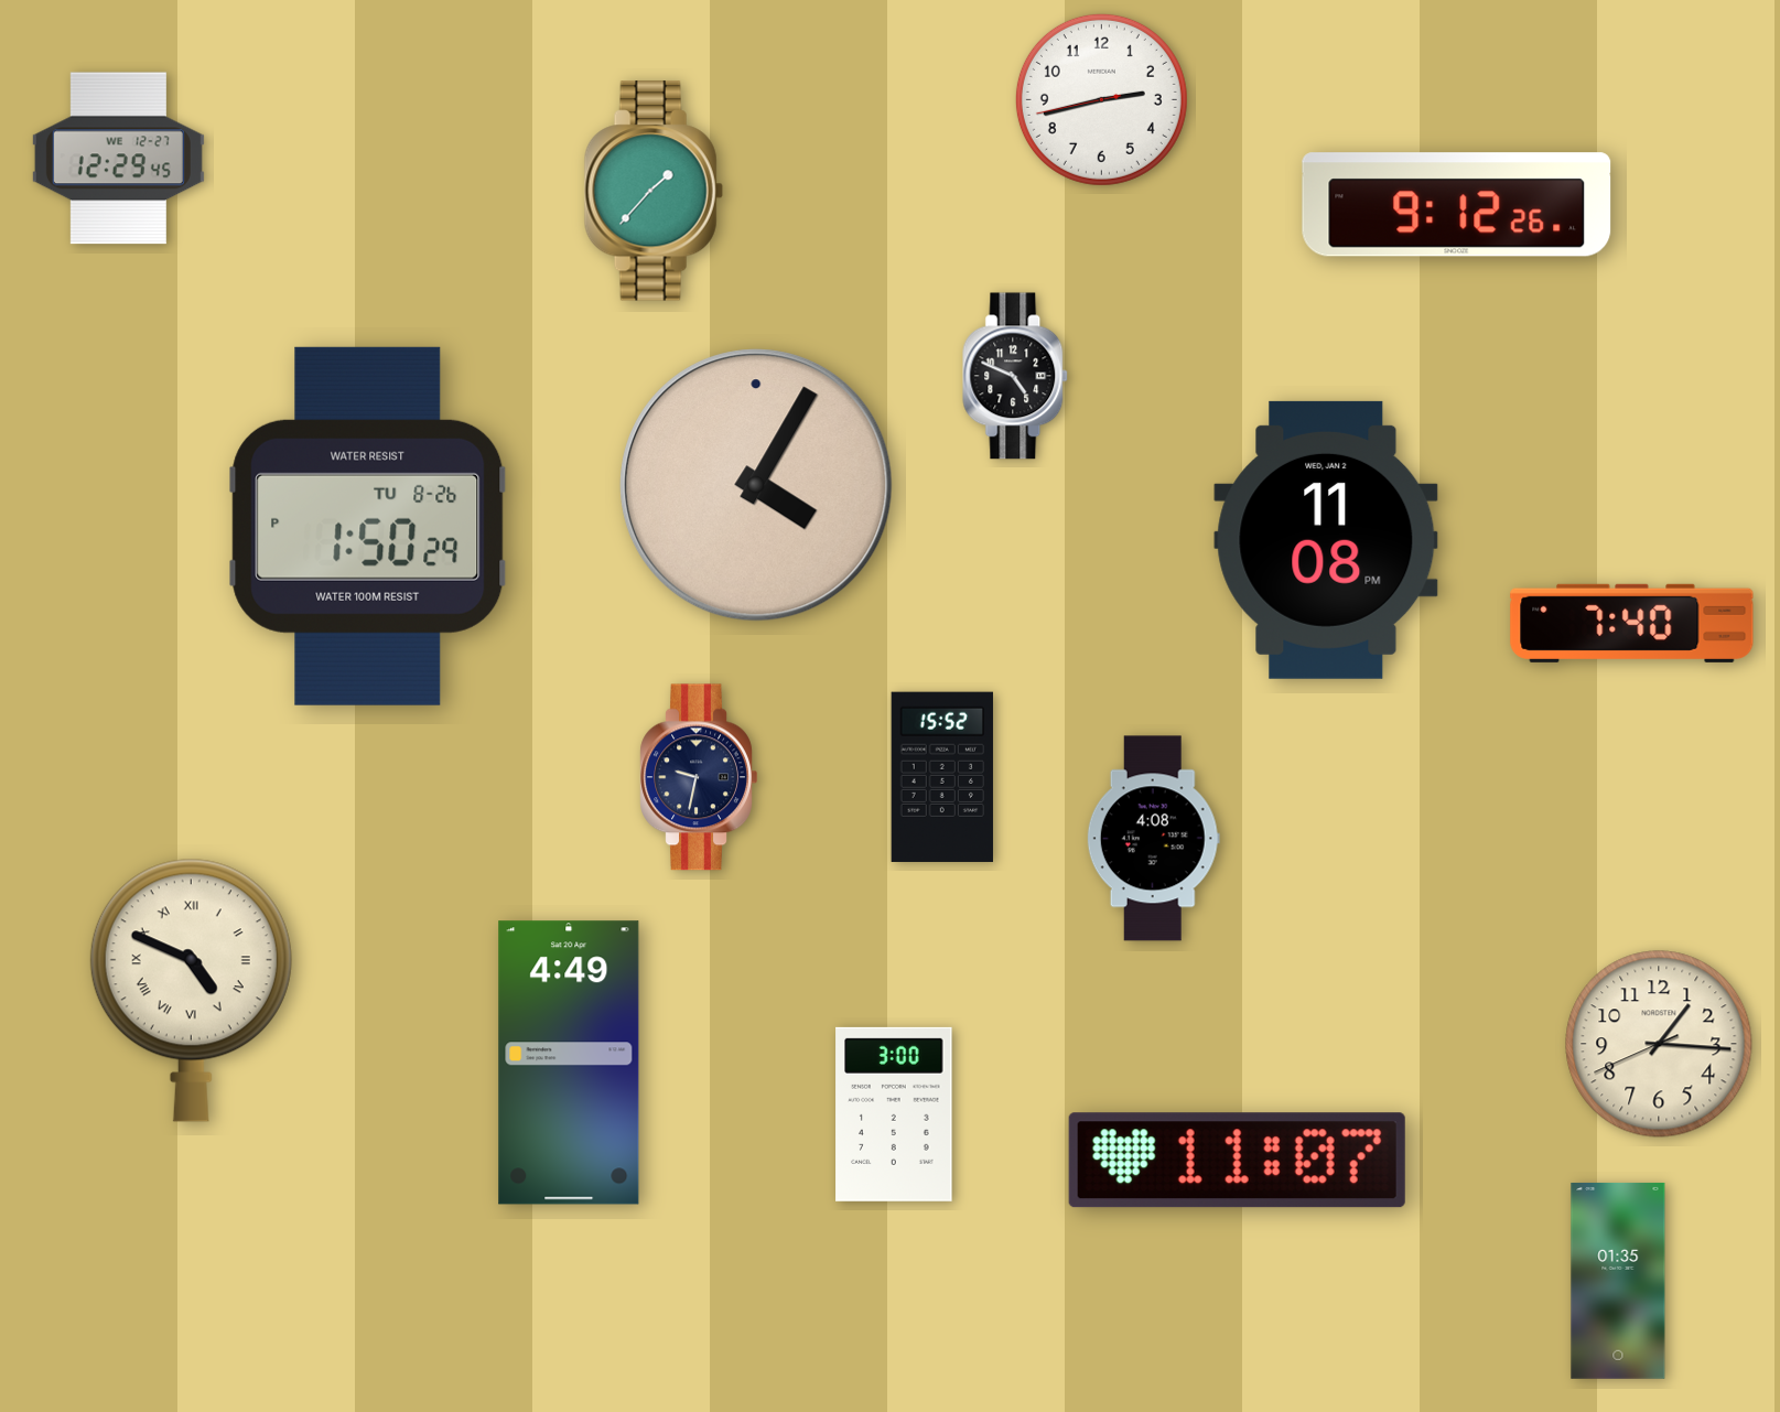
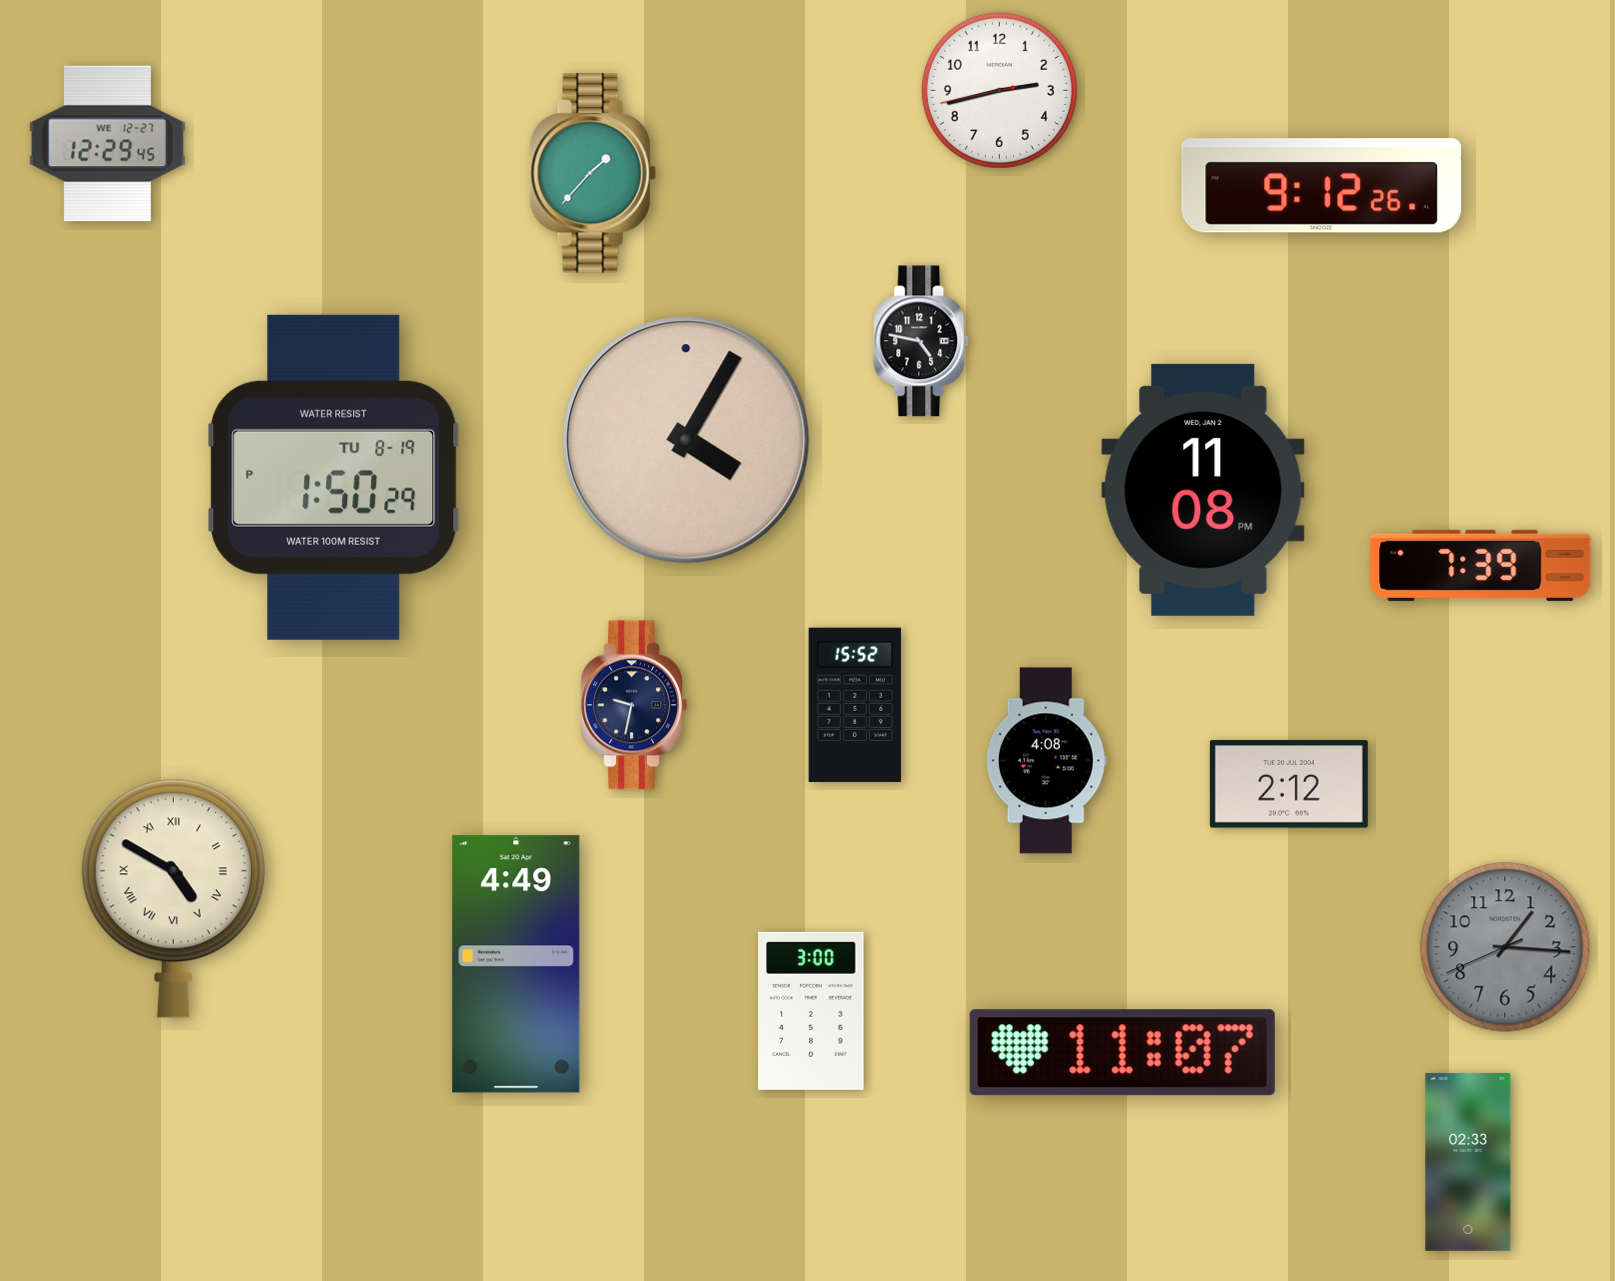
clock at (1016, 376): 4:49 -> 4:47
clock at (368, 526) date: TU 8-26 -> TU 8-19
clock at (1632, 623): 7:40 -> 7:39
clock at (1289, 784): none -> 2:12
clock at (191, 990): 4:49 -> 4:50
clock at (1659, 1044) dial: cream -> grey
clock at (1618, 1281): 01:35 -> 02:33
